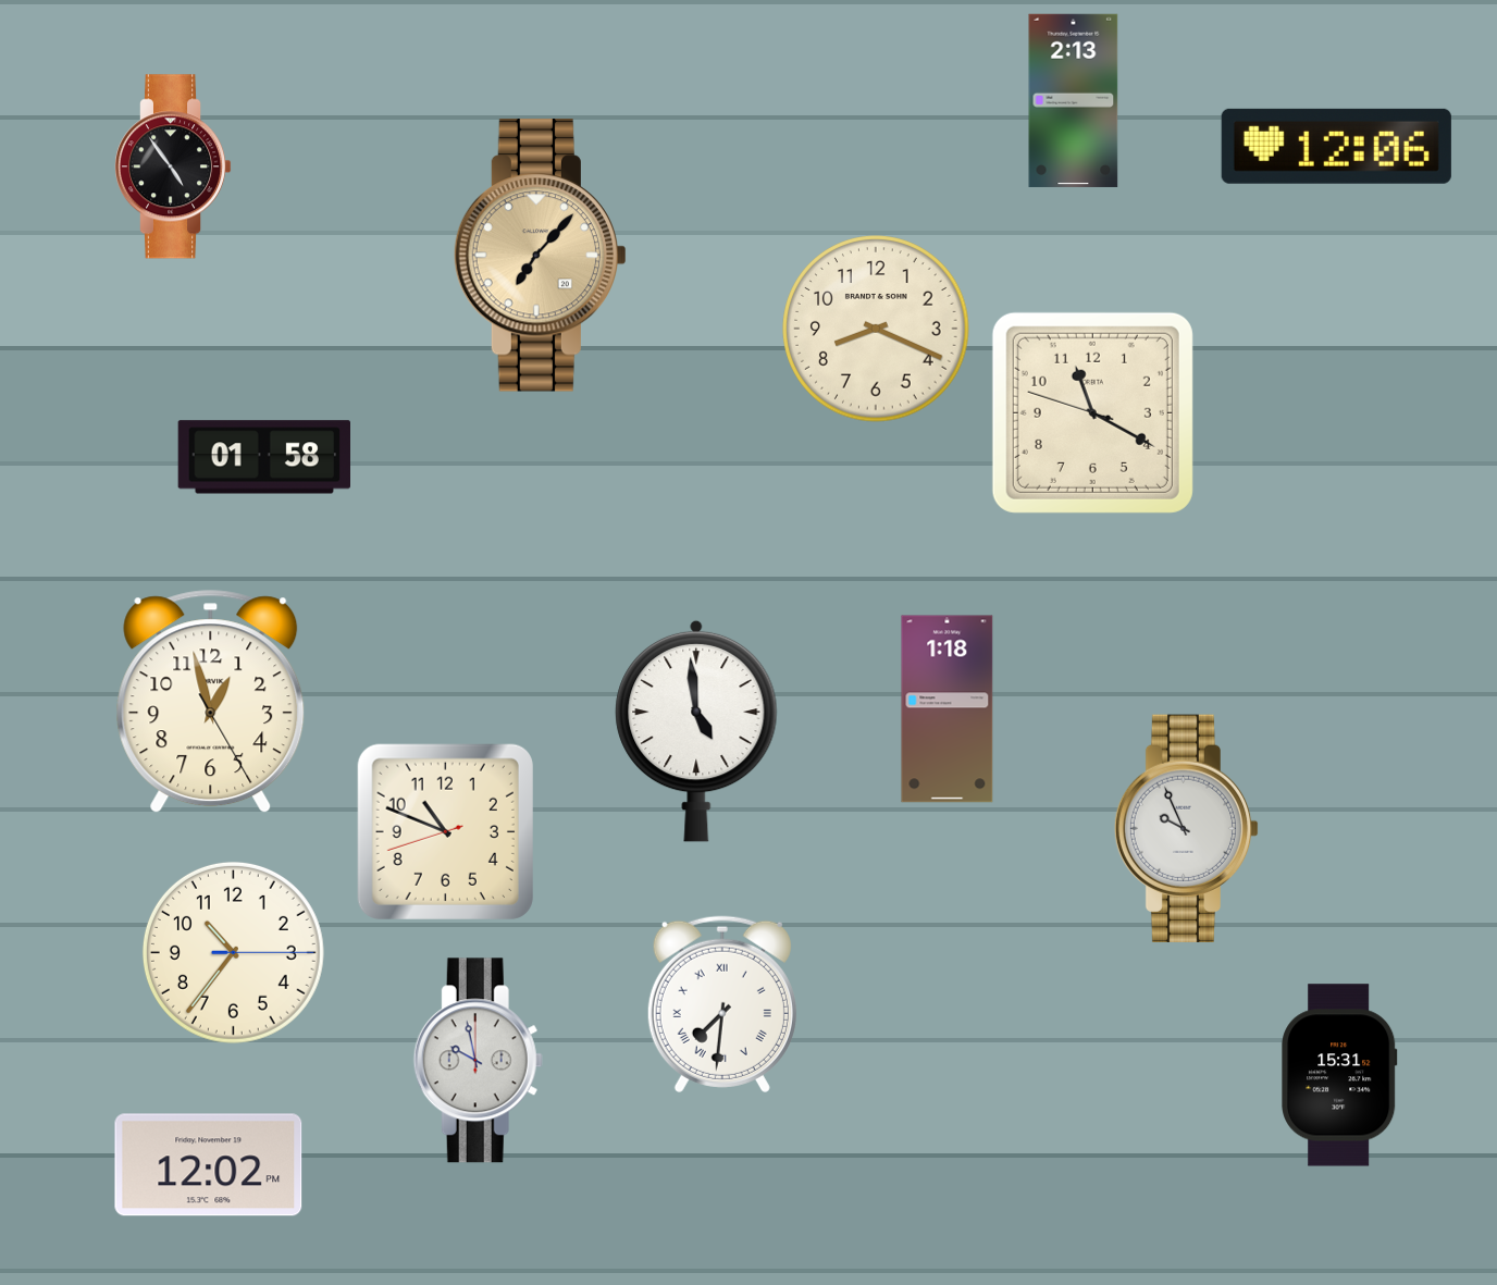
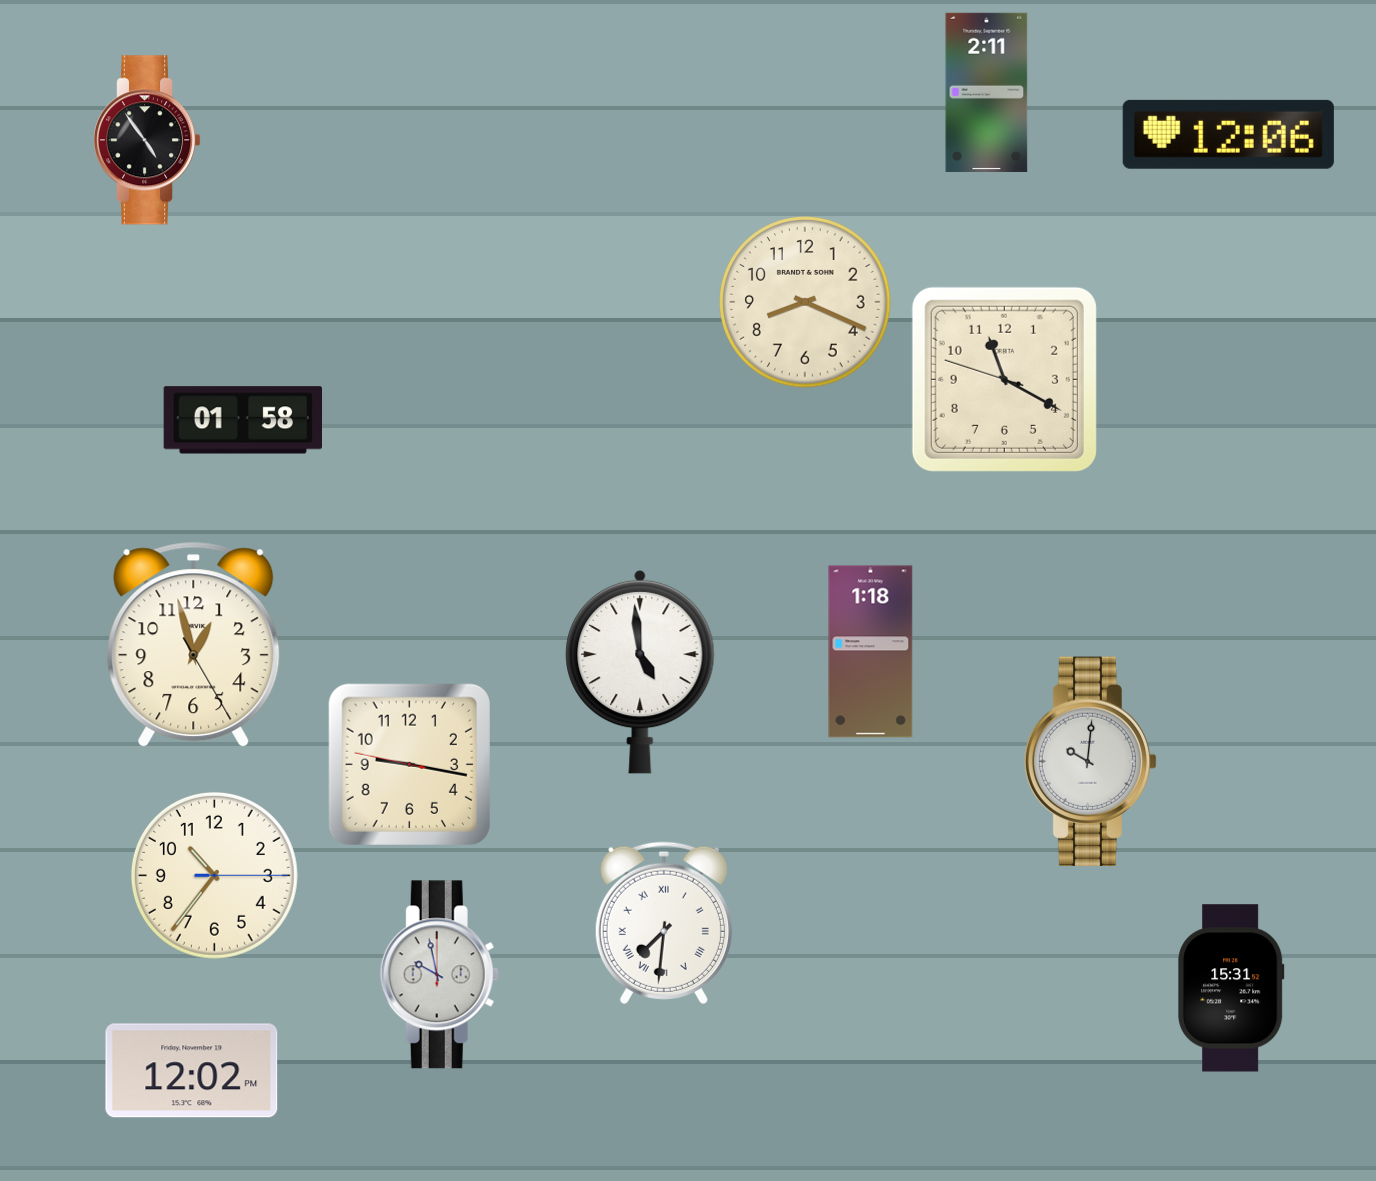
clock at (1074, 100): 2:13 -> 2:11
clock at (174, 166) position: (174, 166) -> (148, 140)
clock at (540, 256): 7:07 -> none
clock at (1187, 828): 9:56 -> 10:01
clock at (445, 831): 10:48 -> 9:16
